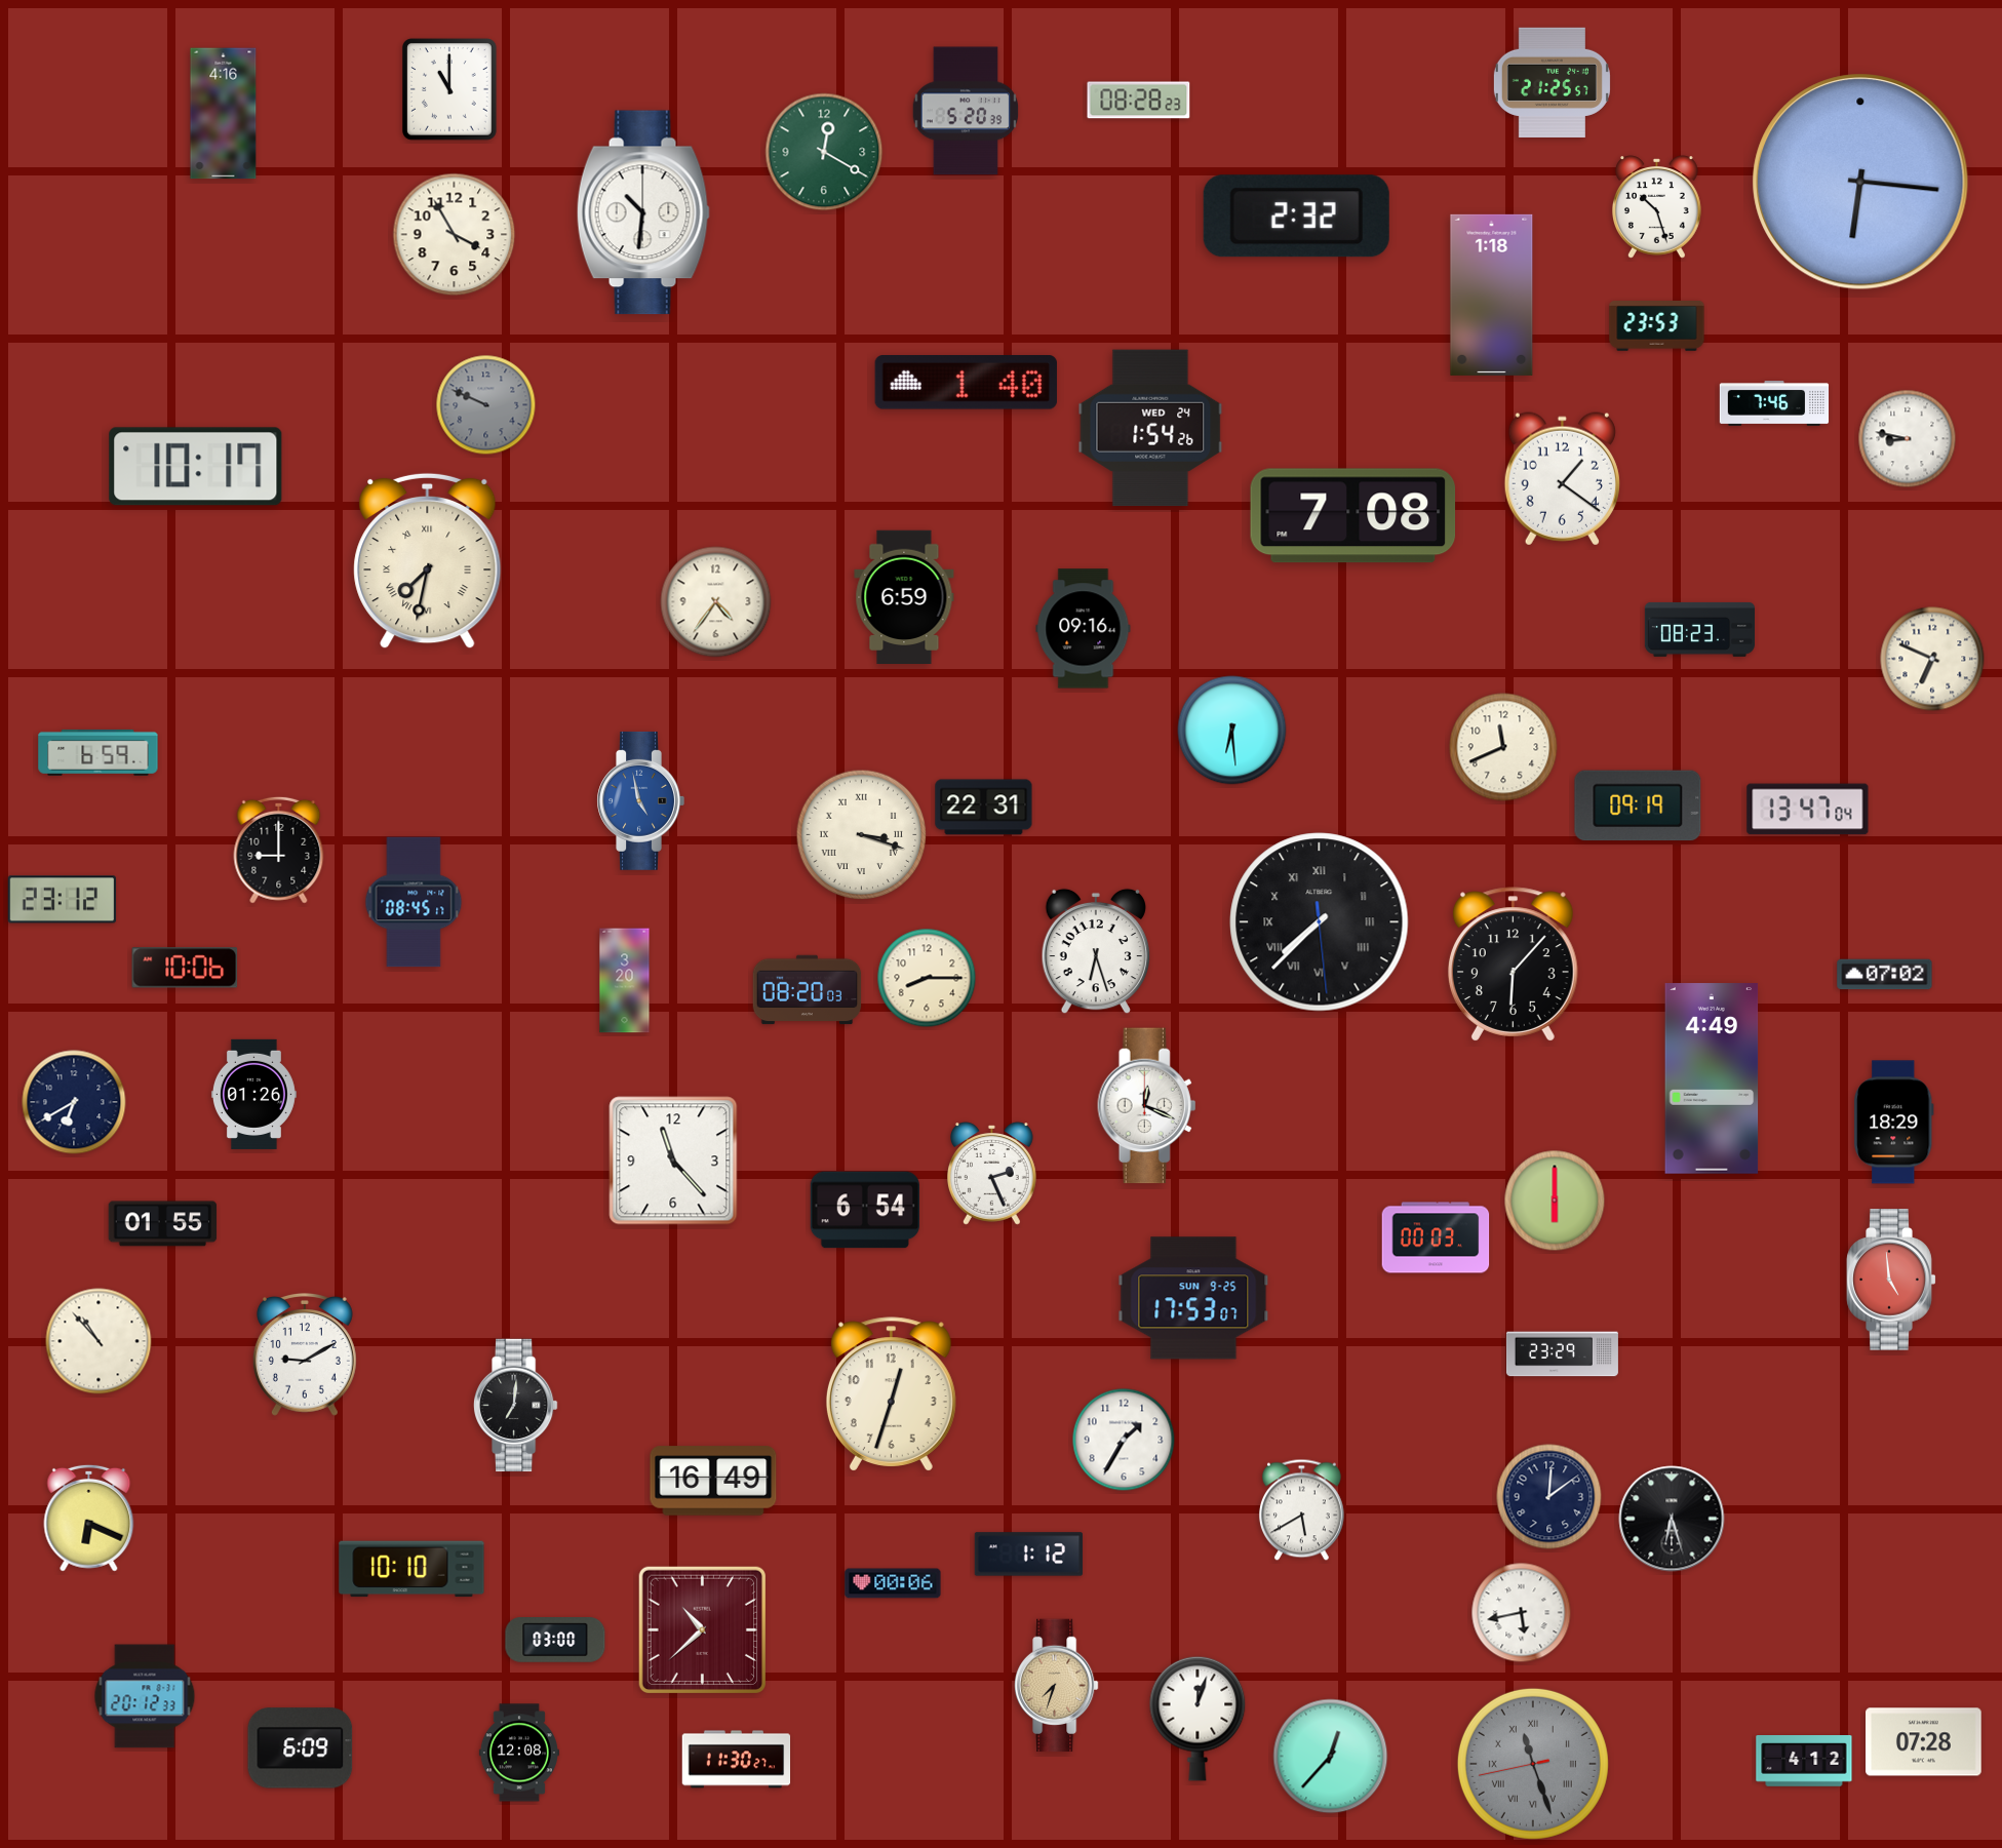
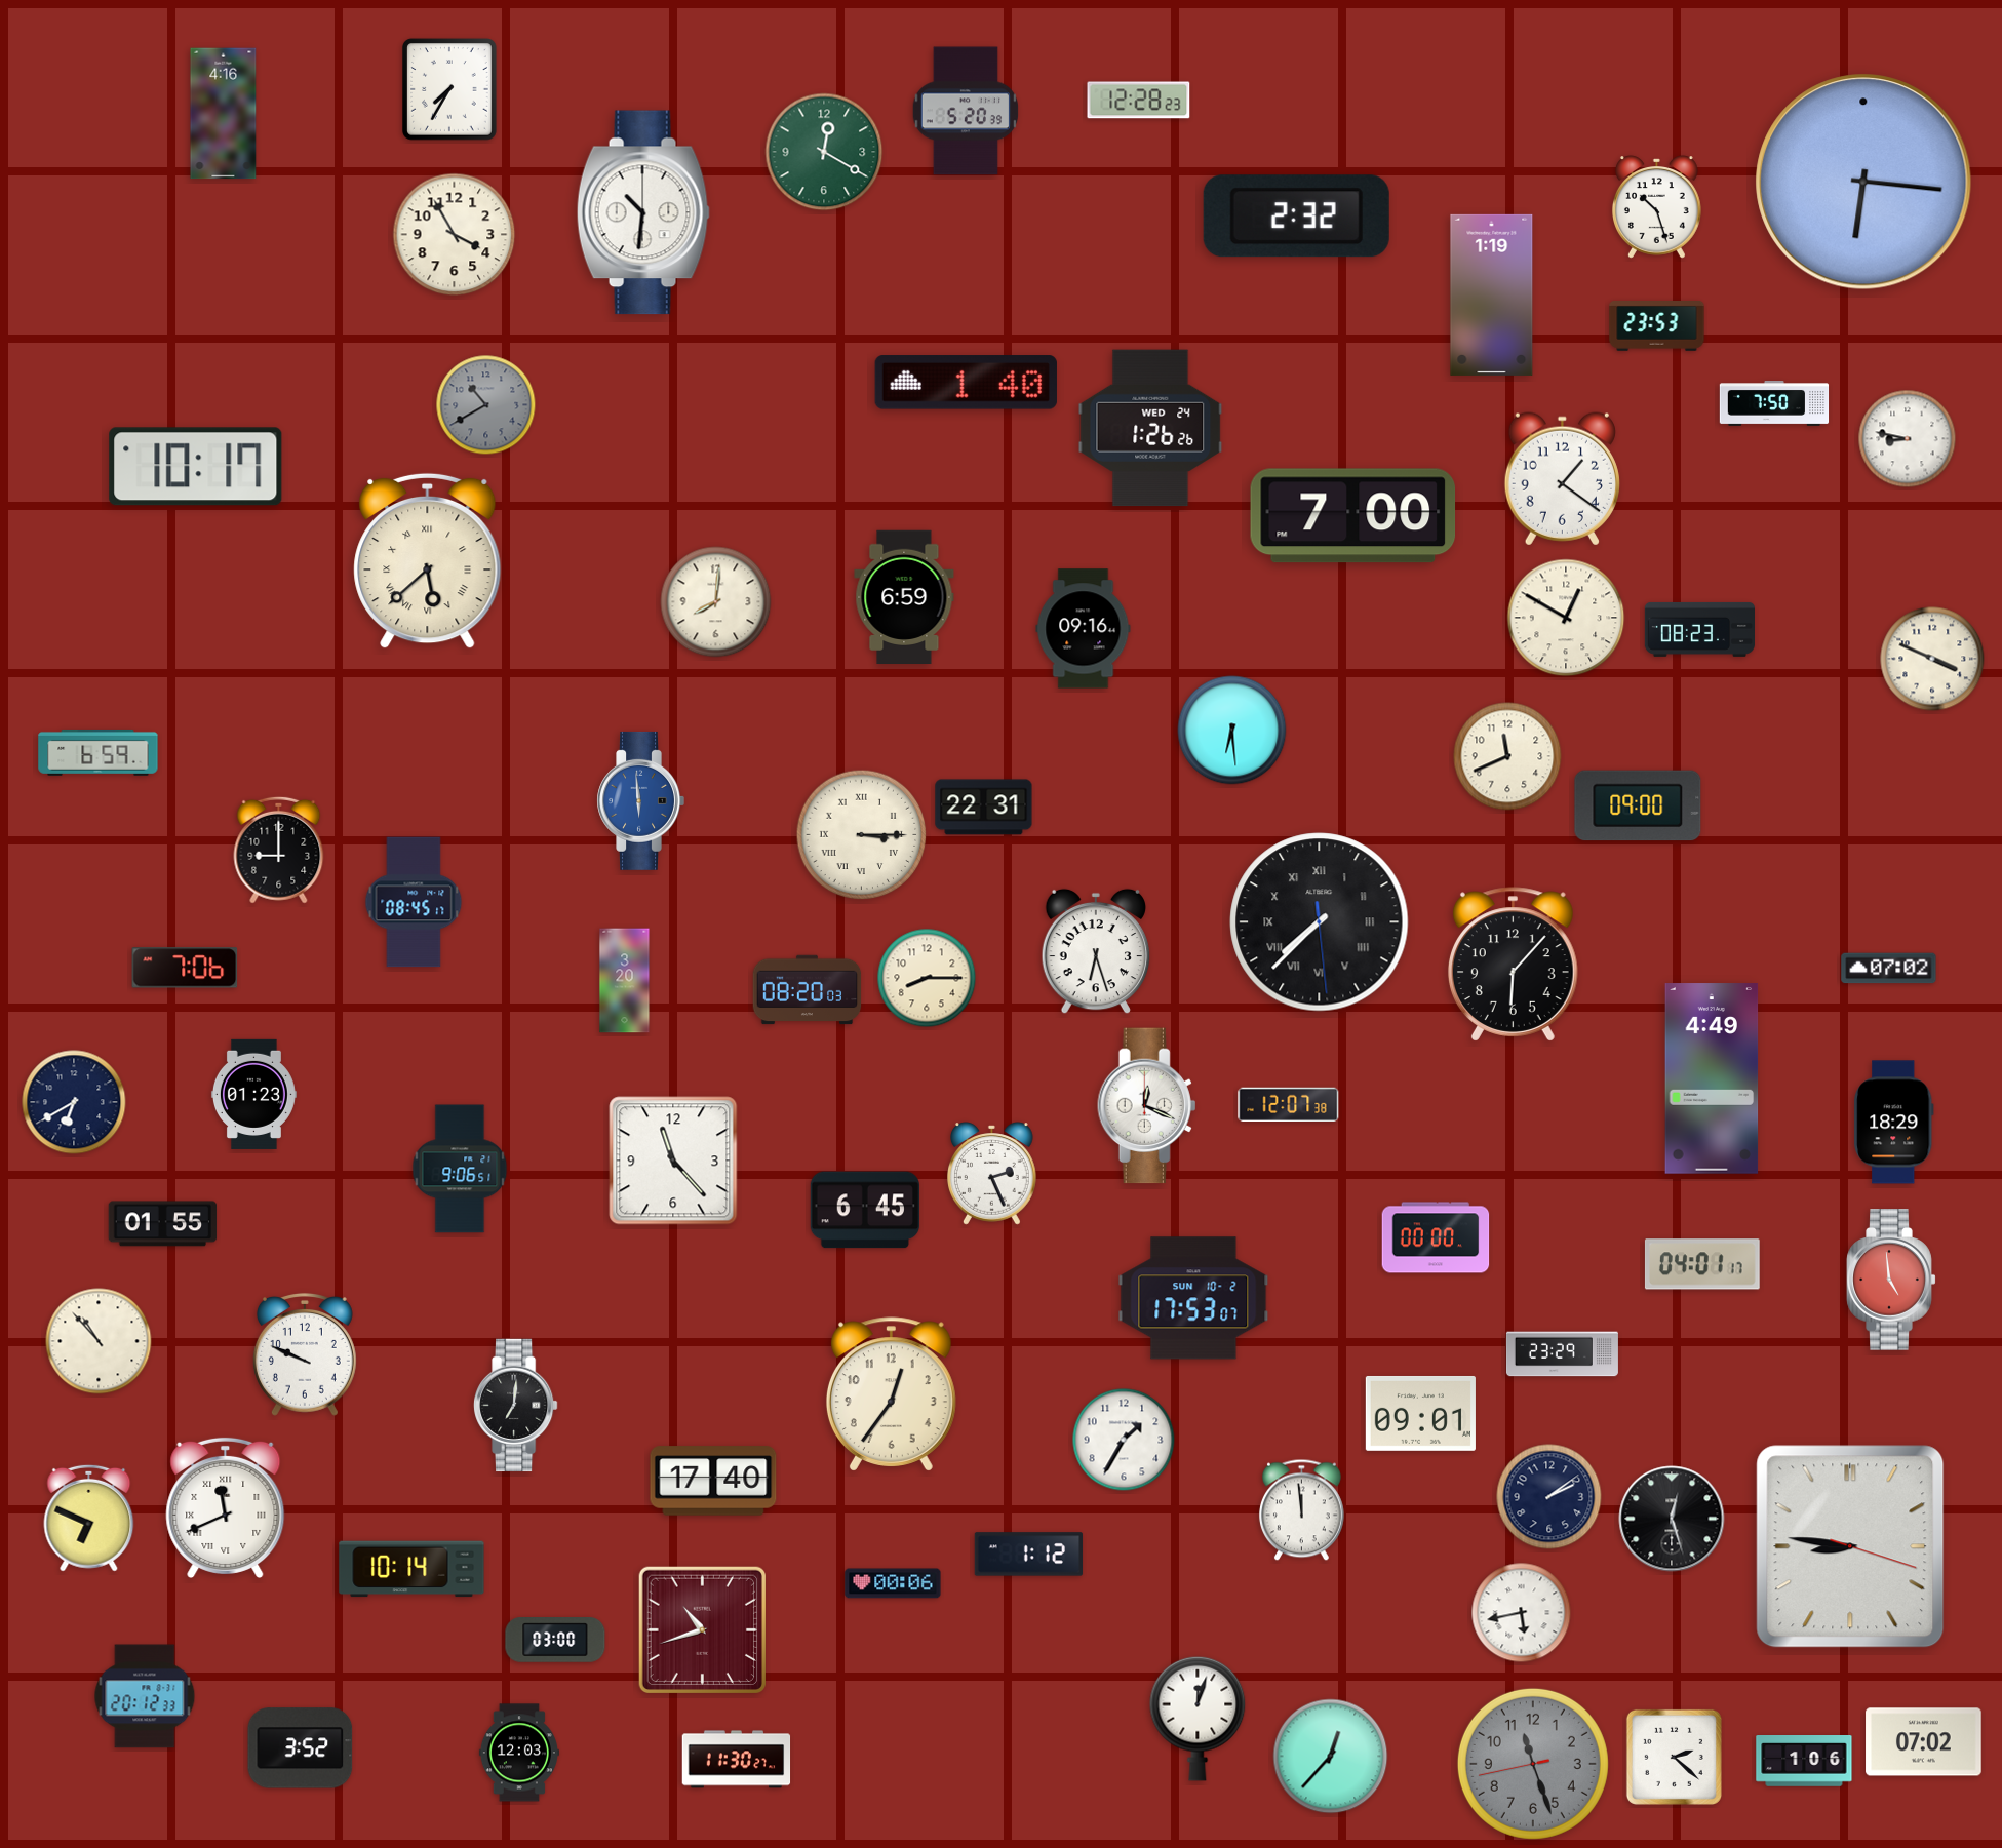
clock at (1552, 82): 21:25 -> none
clock at (449, 89): 11:00 -> 7:35
clock at (1139, 101): 08:28 -> 12:28
clock at (1860, 182) position: (1860, 182) -> (1863, 182)
clock at (1492, 294): 1:18 -> 1:19
clock at (1774, 404): 7:46 -> 7:50
clock at (486, 405): 9:49 -> 10:40
clock at (1150, 428): 1:54 -> 1:26
clock at (1353, 516): 7:08 -> 7:00
clock at (428, 561): 7:32 -> 5:38
clock at (716, 602): 4:36 -> 8:01
clock at (1566, 618): none -> 12:50
clock at (1932, 659): 6:49 -> 3:49
clock at (1503, 747) position: (1503, 747) -> (1507, 756)
clock at (640, 800): 4:58 -> 5:59
clock at (1638, 805): 09:19 -> 09:00
clock at (1808, 810): 13:47 -> none
clock at (862, 835): 3:18 -> 3:15
clock at (63, 900): 23:12 -> none
clock at (185, 968): 10:06 -> 7:06
clock at (1885, 975) position: (1885, 975) -> (1889, 969)
clock at (253, 1094): 01:26 -> 01:23
clock at (1289, 1104): none -> 12:07
clock at (460, 1169): none -> 9:06
clock at (1555, 1201): 6:00 -> none
clock at (865, 1210): 6:54 -> 6:45
clock at (1436, 1237): 00:03 -> 00:00
clock at (1702, 1264): none -> 04:01
clock at (1193, 1298) date: SUN 9-25 -> SUN 10-2
clock at (305, 1354): 9:10 -> 9:49
clock at (891, 1394): 12:33 -> 12:36
clock at (1420, 1413): none -> 09:01
clock at (713, 1481): 16:49 -> 17:40
clock at (1549, 1497): 12:09 -> 2:09
clock at (226, 1507): none -> 11:41
clock at (1301, 1510): 5:40 -> 11:59
clock at (89, 1518): 6:19 -> 6:49
clock at (1672, 1519): 6:27 -> 12:27
clock at (1850, 1546): none -> 8:46
clock at (411, 1569): 10:10 -> 10:14
clock at (702, 1629): 10:38 -> 10:42
clock at (1057, 1686): 7:33 -> none
clock at (1924, 1742): 07:28 -> 07:02
clock at (301, 1748): 6:09 -> 3:52
clock at (519, 1753): 12:08 -> 12:03
clock at (1674, 1757): none -> 2:22
clock at (1804, 1762): 4:12 -> 1:06
clock at (1533, 1764) numerals: Roman -> Arabic
